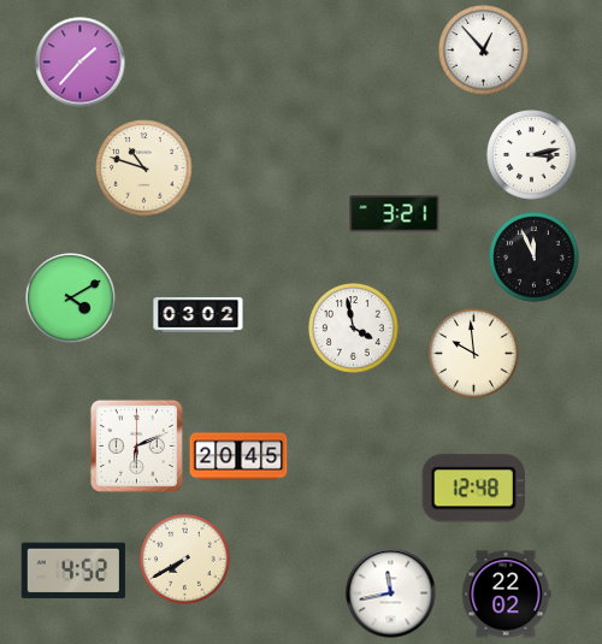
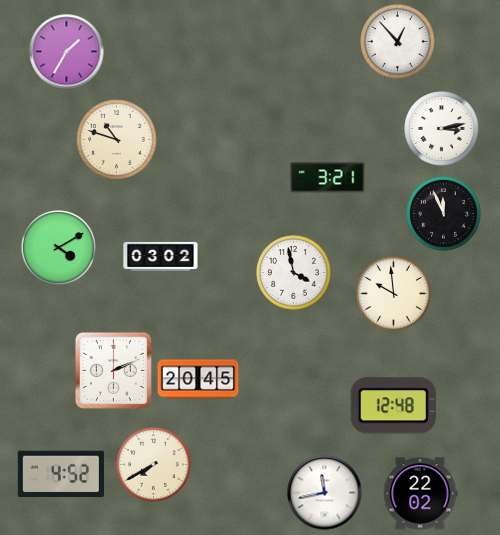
clock at (484, 51) position: (484, 51) -> (398, 42)
clock at (81, 63): 1:37 -> 1:35
clock at (144, 169) position: (144, 169) -> (117, 140)
clock at (199, 314) position: (199, 314) -> (161, 256)
clock at (136, 445): 6:11 -> 2:11
